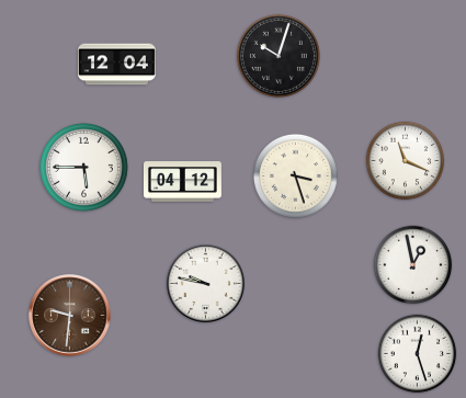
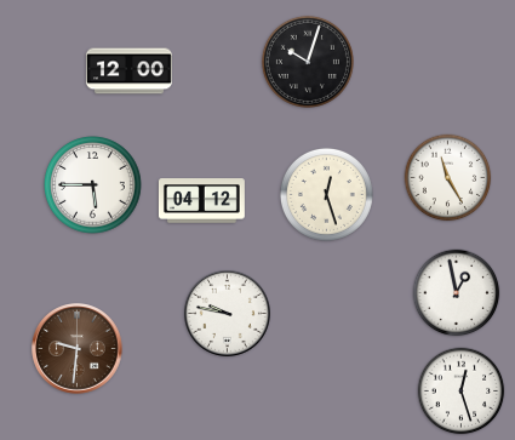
clock at (116, 65): 12:04 -> 12:00
clock at (406, 161): 11:19 -> 11:25
clock at (295, 175): 3:27 -> 12:27
